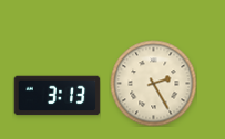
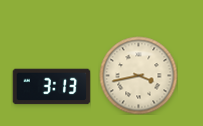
clock at (153, 83): 2:25 -> 3:43
